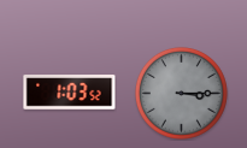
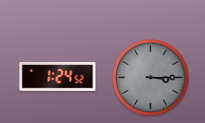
clock at (70, 93): 1:03 -> 1:24
